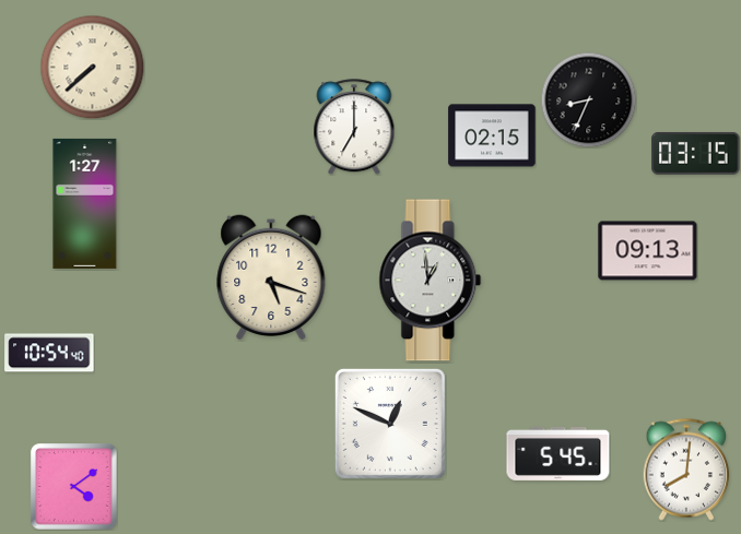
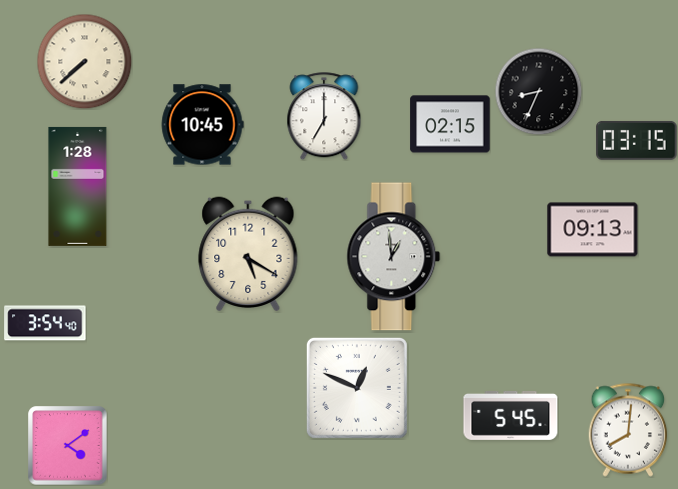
clock at (202, 125): none -> 10:45
clock at (85, 203): 1:27 -> 1:28
clock at (271, 277): 5:18 -> 5:20
clock at (49, 353): 10:54 -> 3:54
